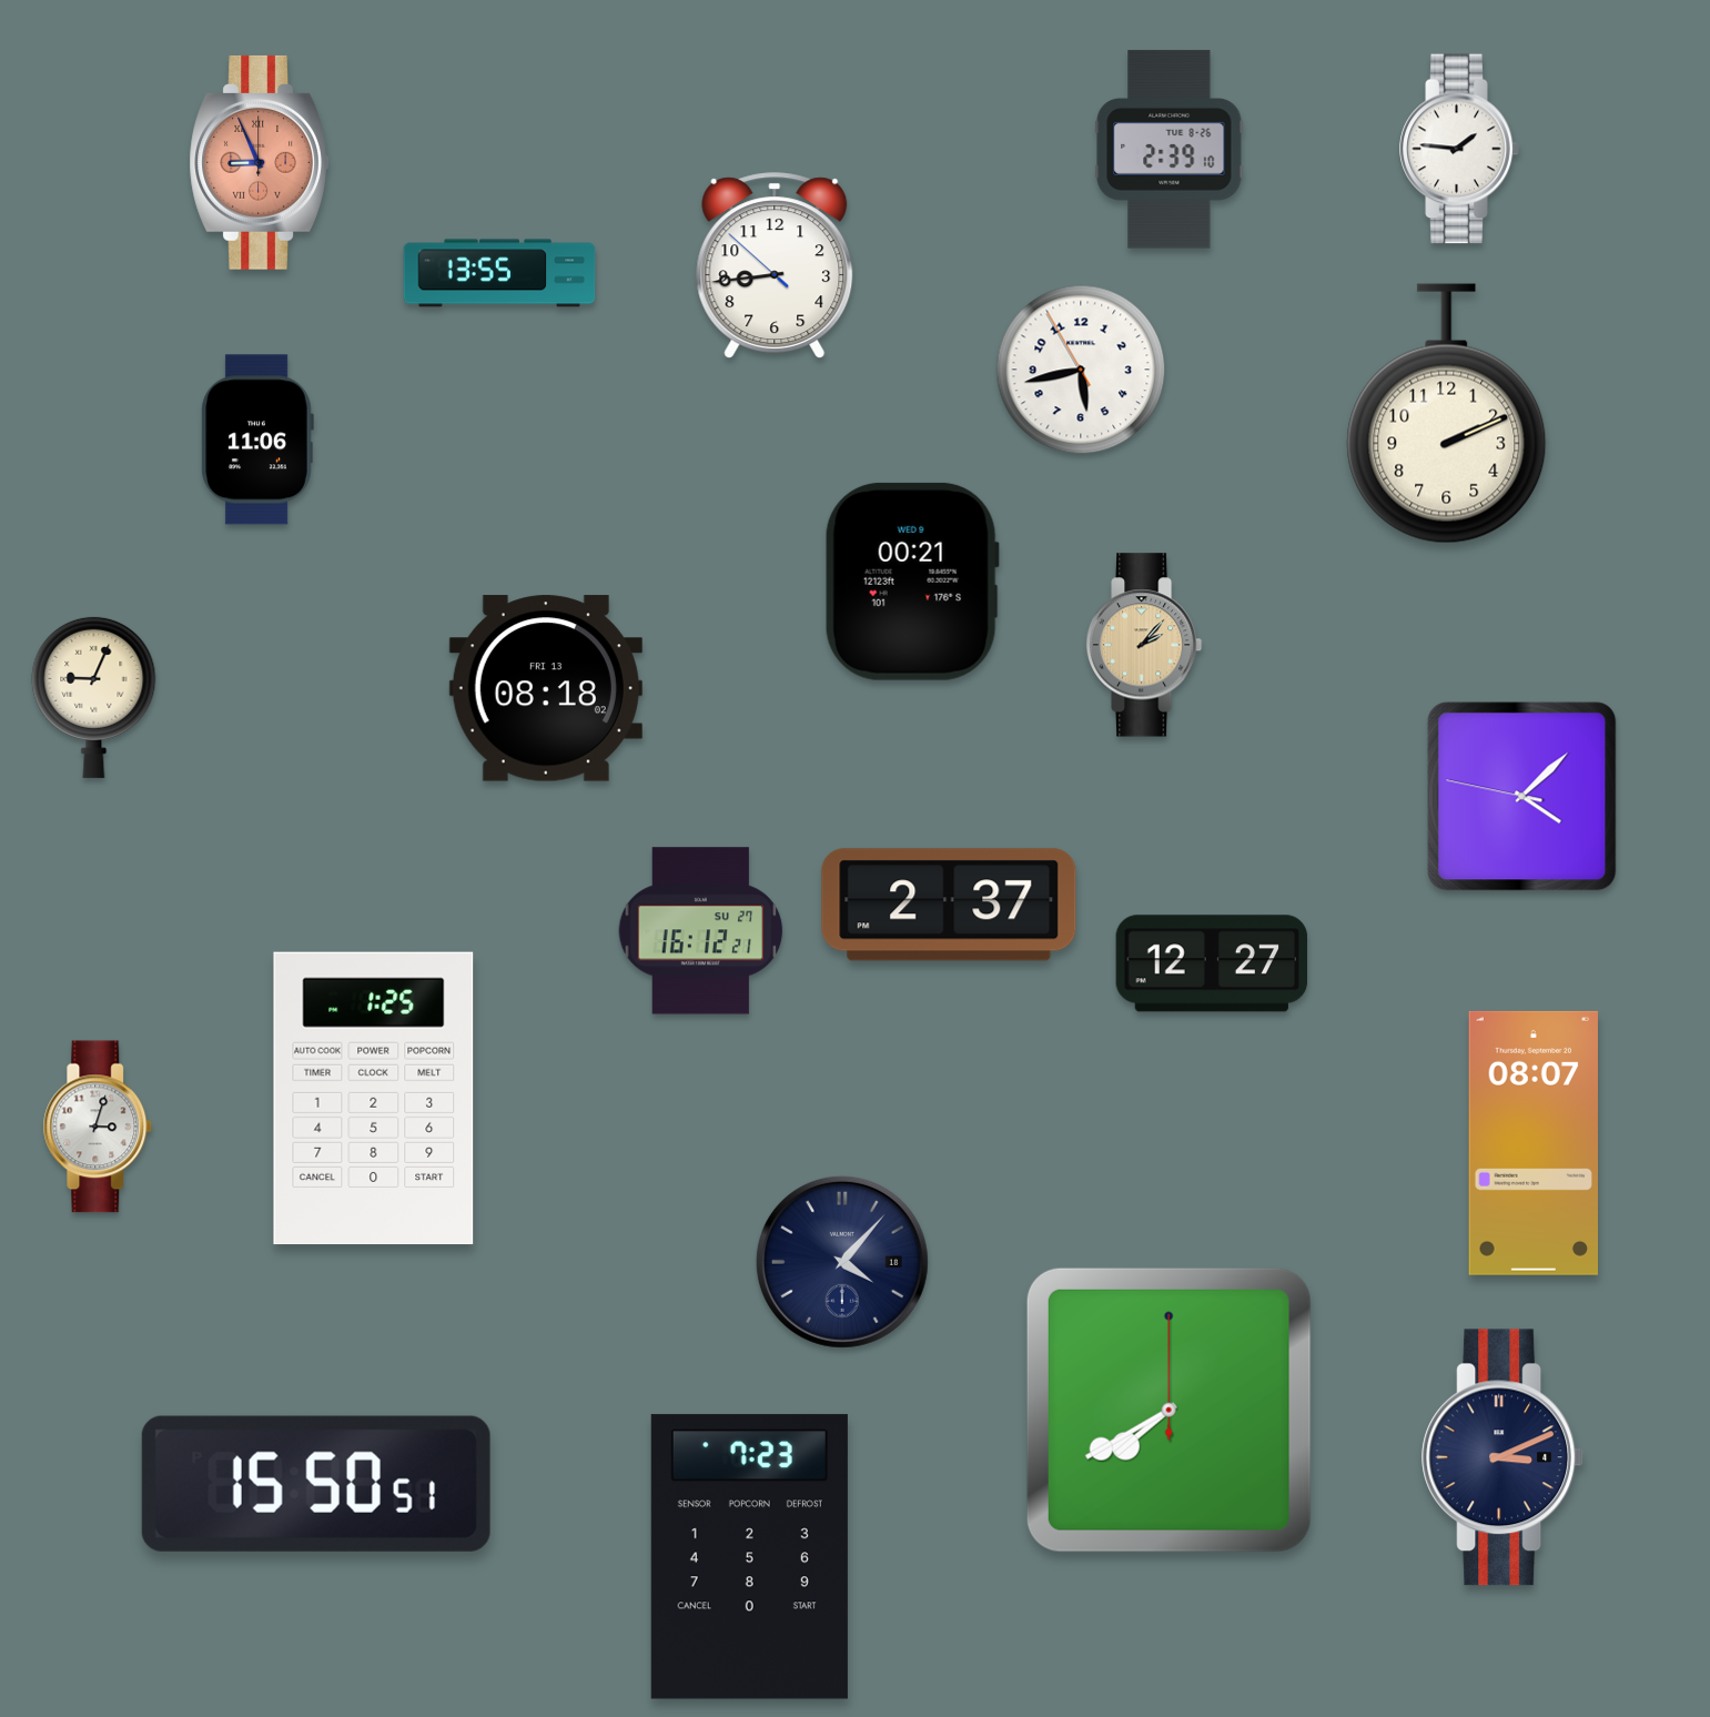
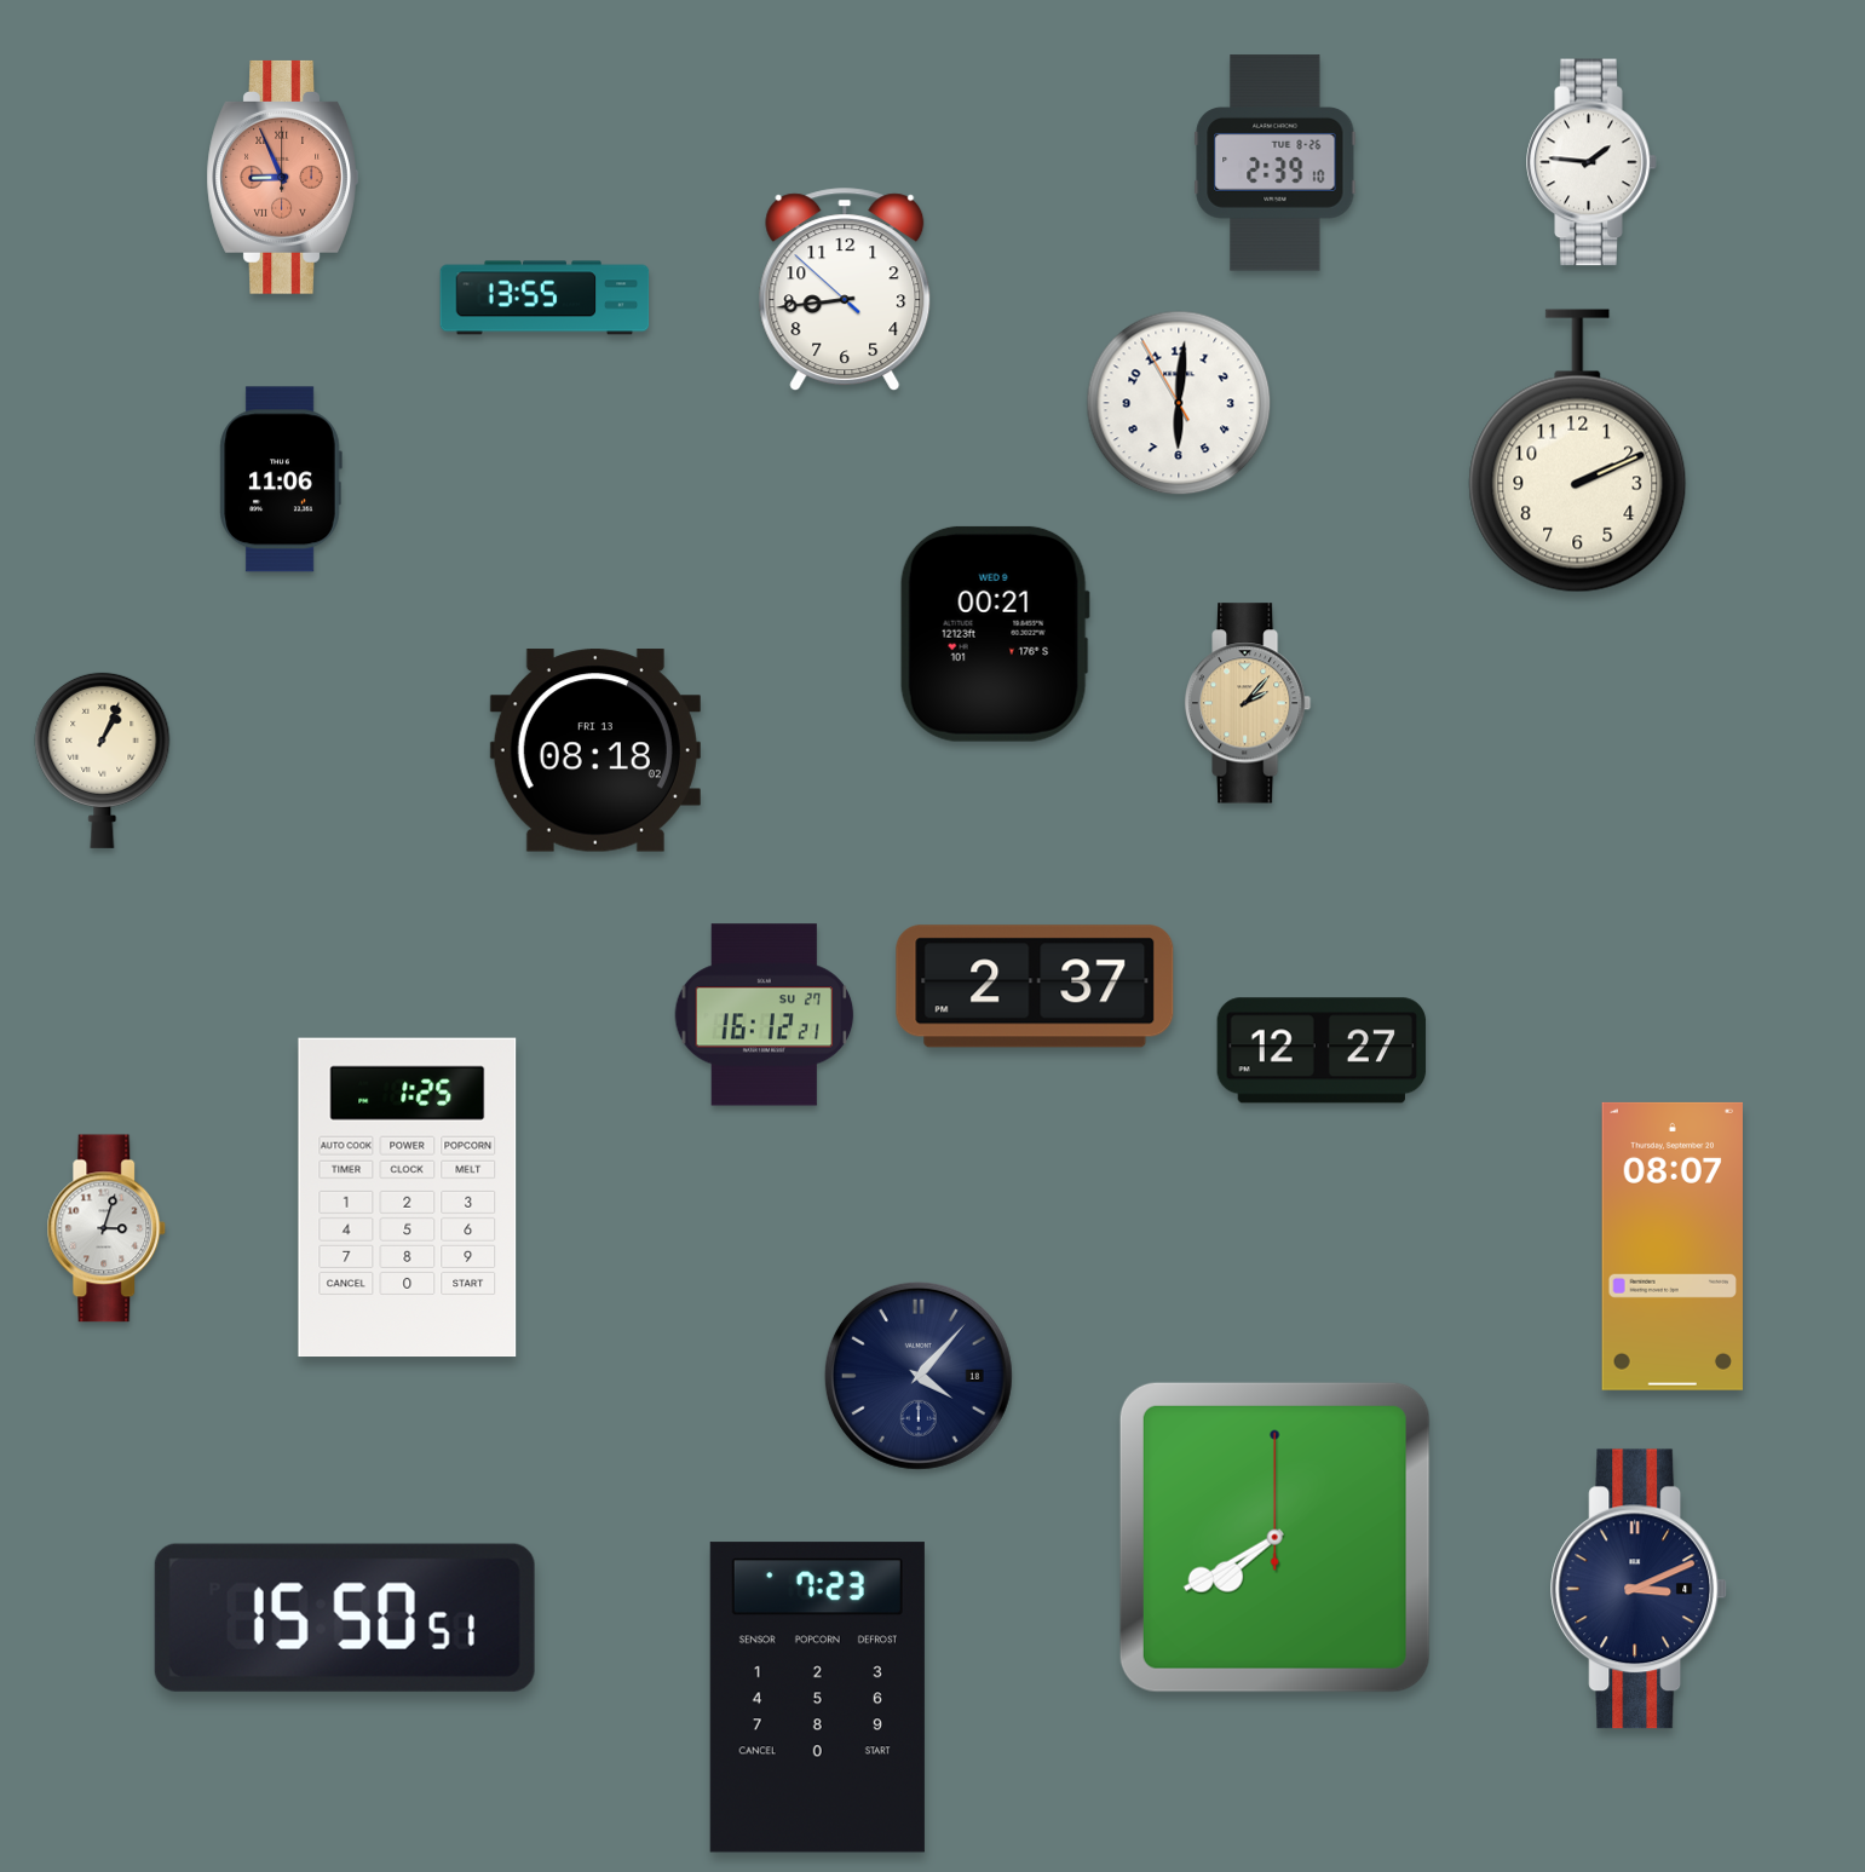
clock at (1081, 370): 5:42 -> 6:00
clock at (94, 697): 9:04 -> 1:04
clock at (1522, 797): 4:07 -> none
